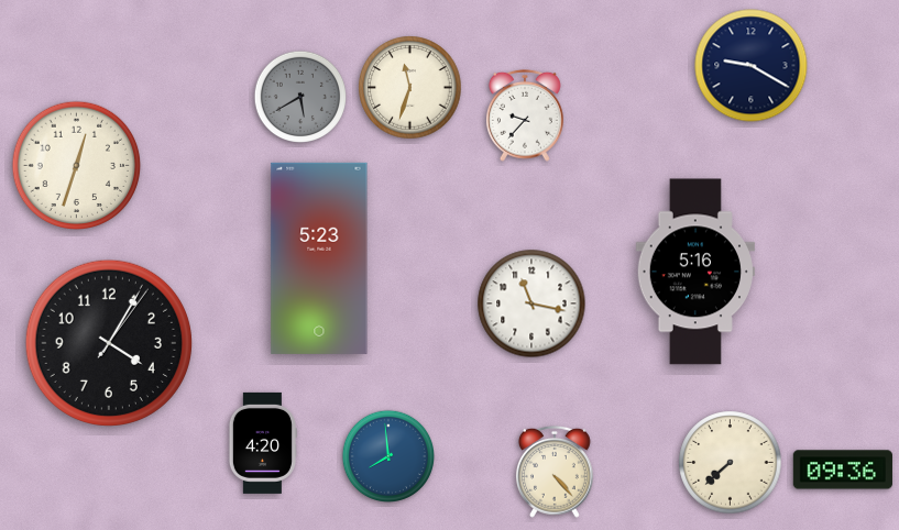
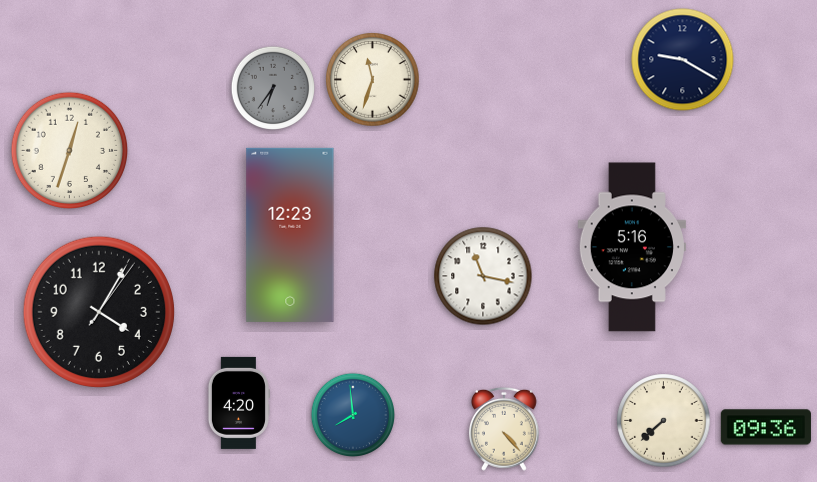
clock at (299, 96): 5:40 -> 6:36
clock at (525, 115): 9:37 -> none
clock at (319, 258): 5:23 -> 12:23
